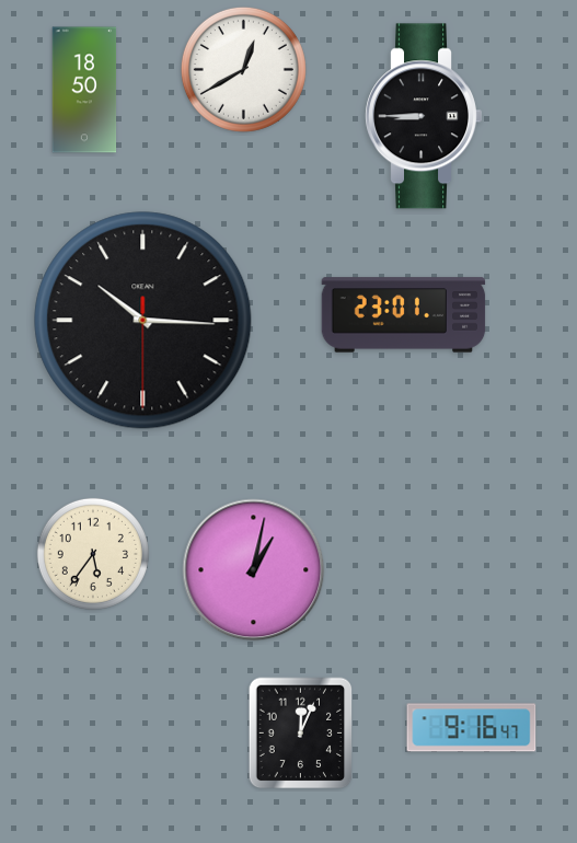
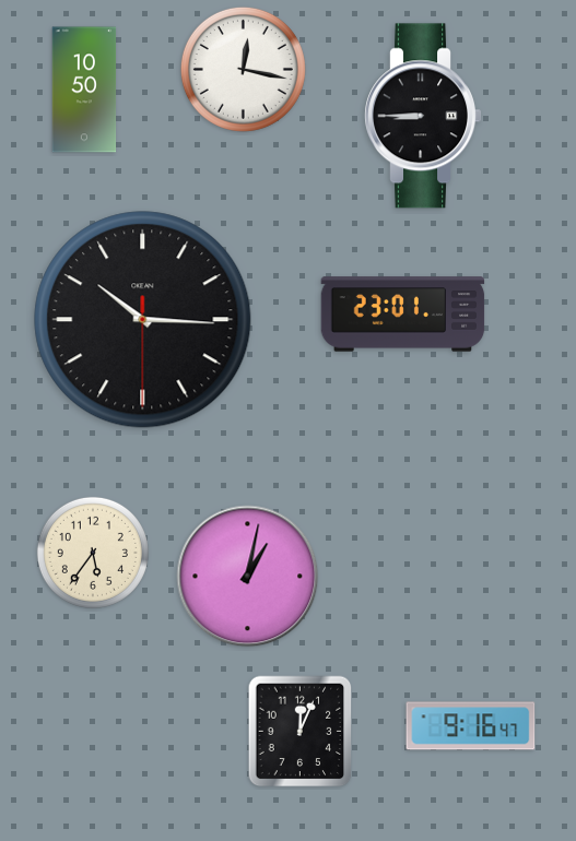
clock at (243, 69): 12:40 -> 12:17
clock at (84, 90): 18:50 -> 10:50
clock at (254, 570) position: (254, 570) -> (248, 577)
